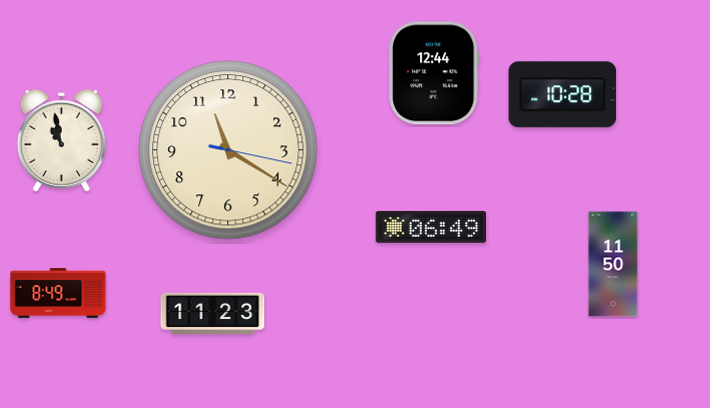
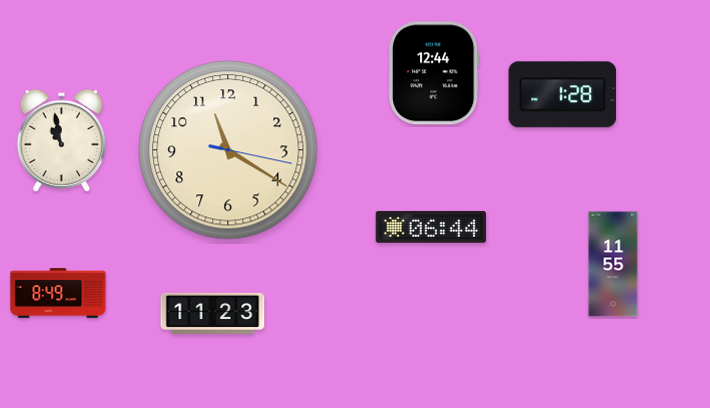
clock at (563, 95): 10:28 -> 1:28
clock at (431, 227): 06:49 -> 06:44
clock at (613, 264): 11:50 -> 11:55
